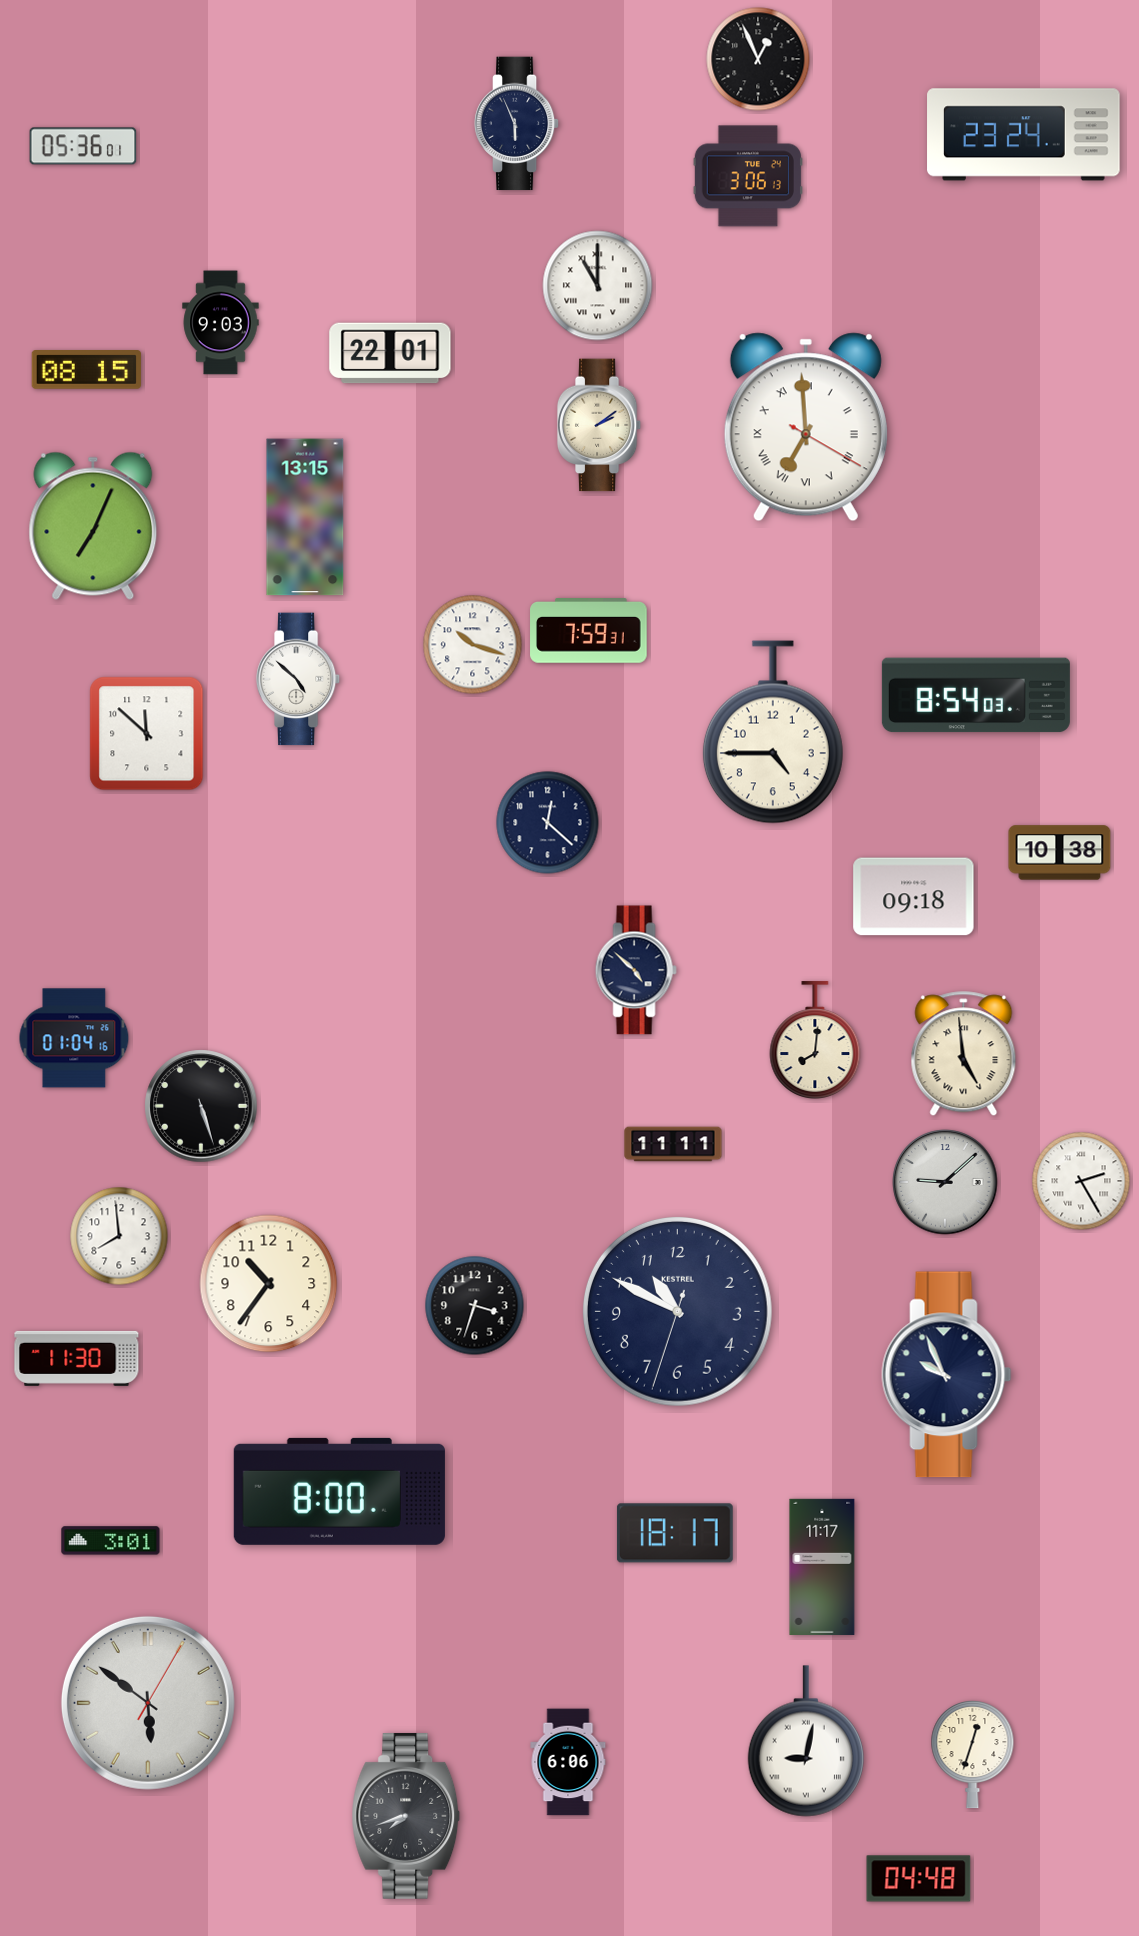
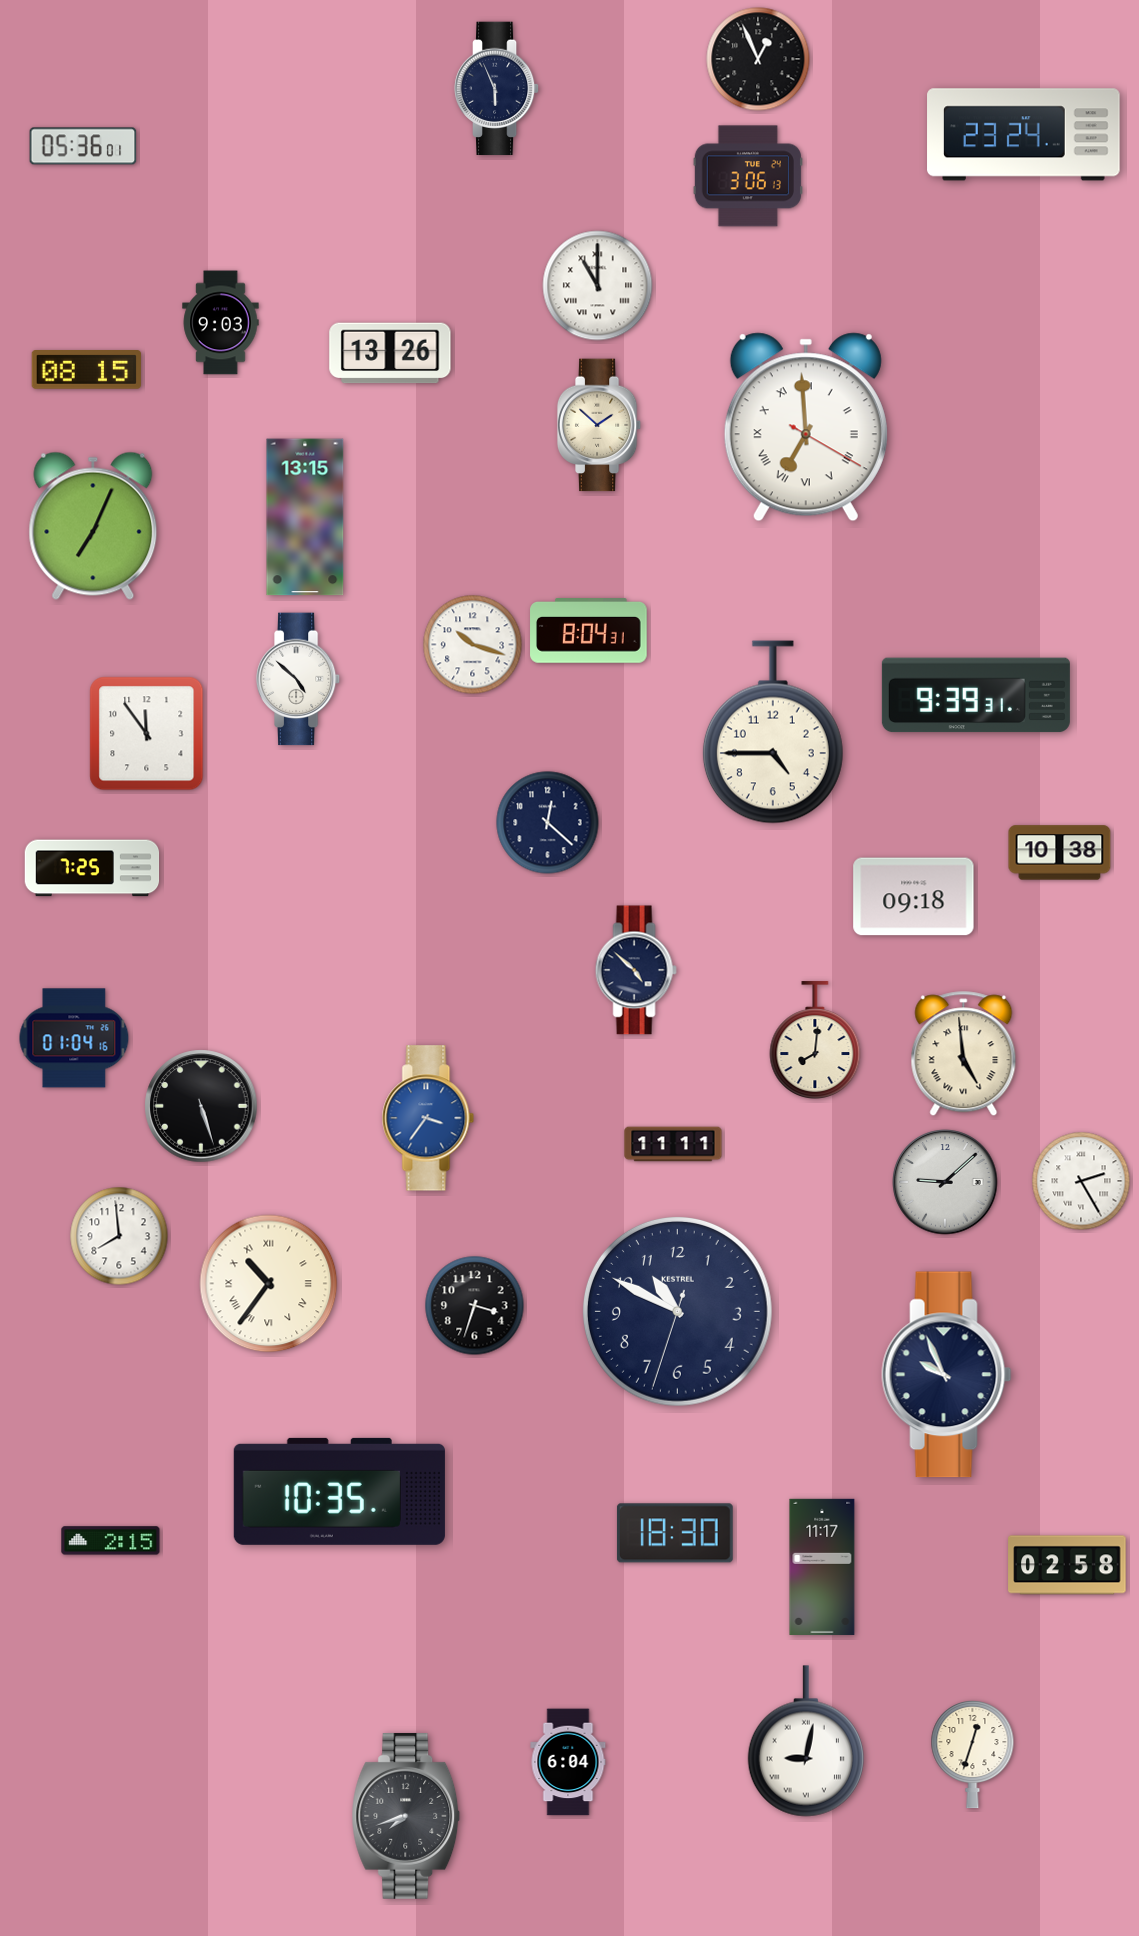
clock at (517, 124) position: (517, 124) -> (497, 89)
clock at (390, 353): 22:01 -> 13:26
clock at (599, 425): 2:09 -> 1:52
clock at (589, 631): 7:59 -> 8:04
clock at (976, 695): 8:54 -> 9:39
clock at (147, 734): 11:52 -> 11:54
clock at (92, 868): none -> 7:25
clock at (428, 1118): none -> 3:36
clock at (269, 1284) numerals: Arabic -> Roman
clock at (77, 1358): 11:30 -> none
clock at (339, 1491): 8:00 -> 10:35
clock at (675, 1533): 18:17 -> 18:30
clock at (111, 1541): 3:01 -> 2:15
clock at (1067, 1565): none -> 02:58
clock at (148, 1703): 5:51 -> none
clock at (568, 1762): 6:06 -> 6:04
clock at (919, 1879): 04:48 -> none
